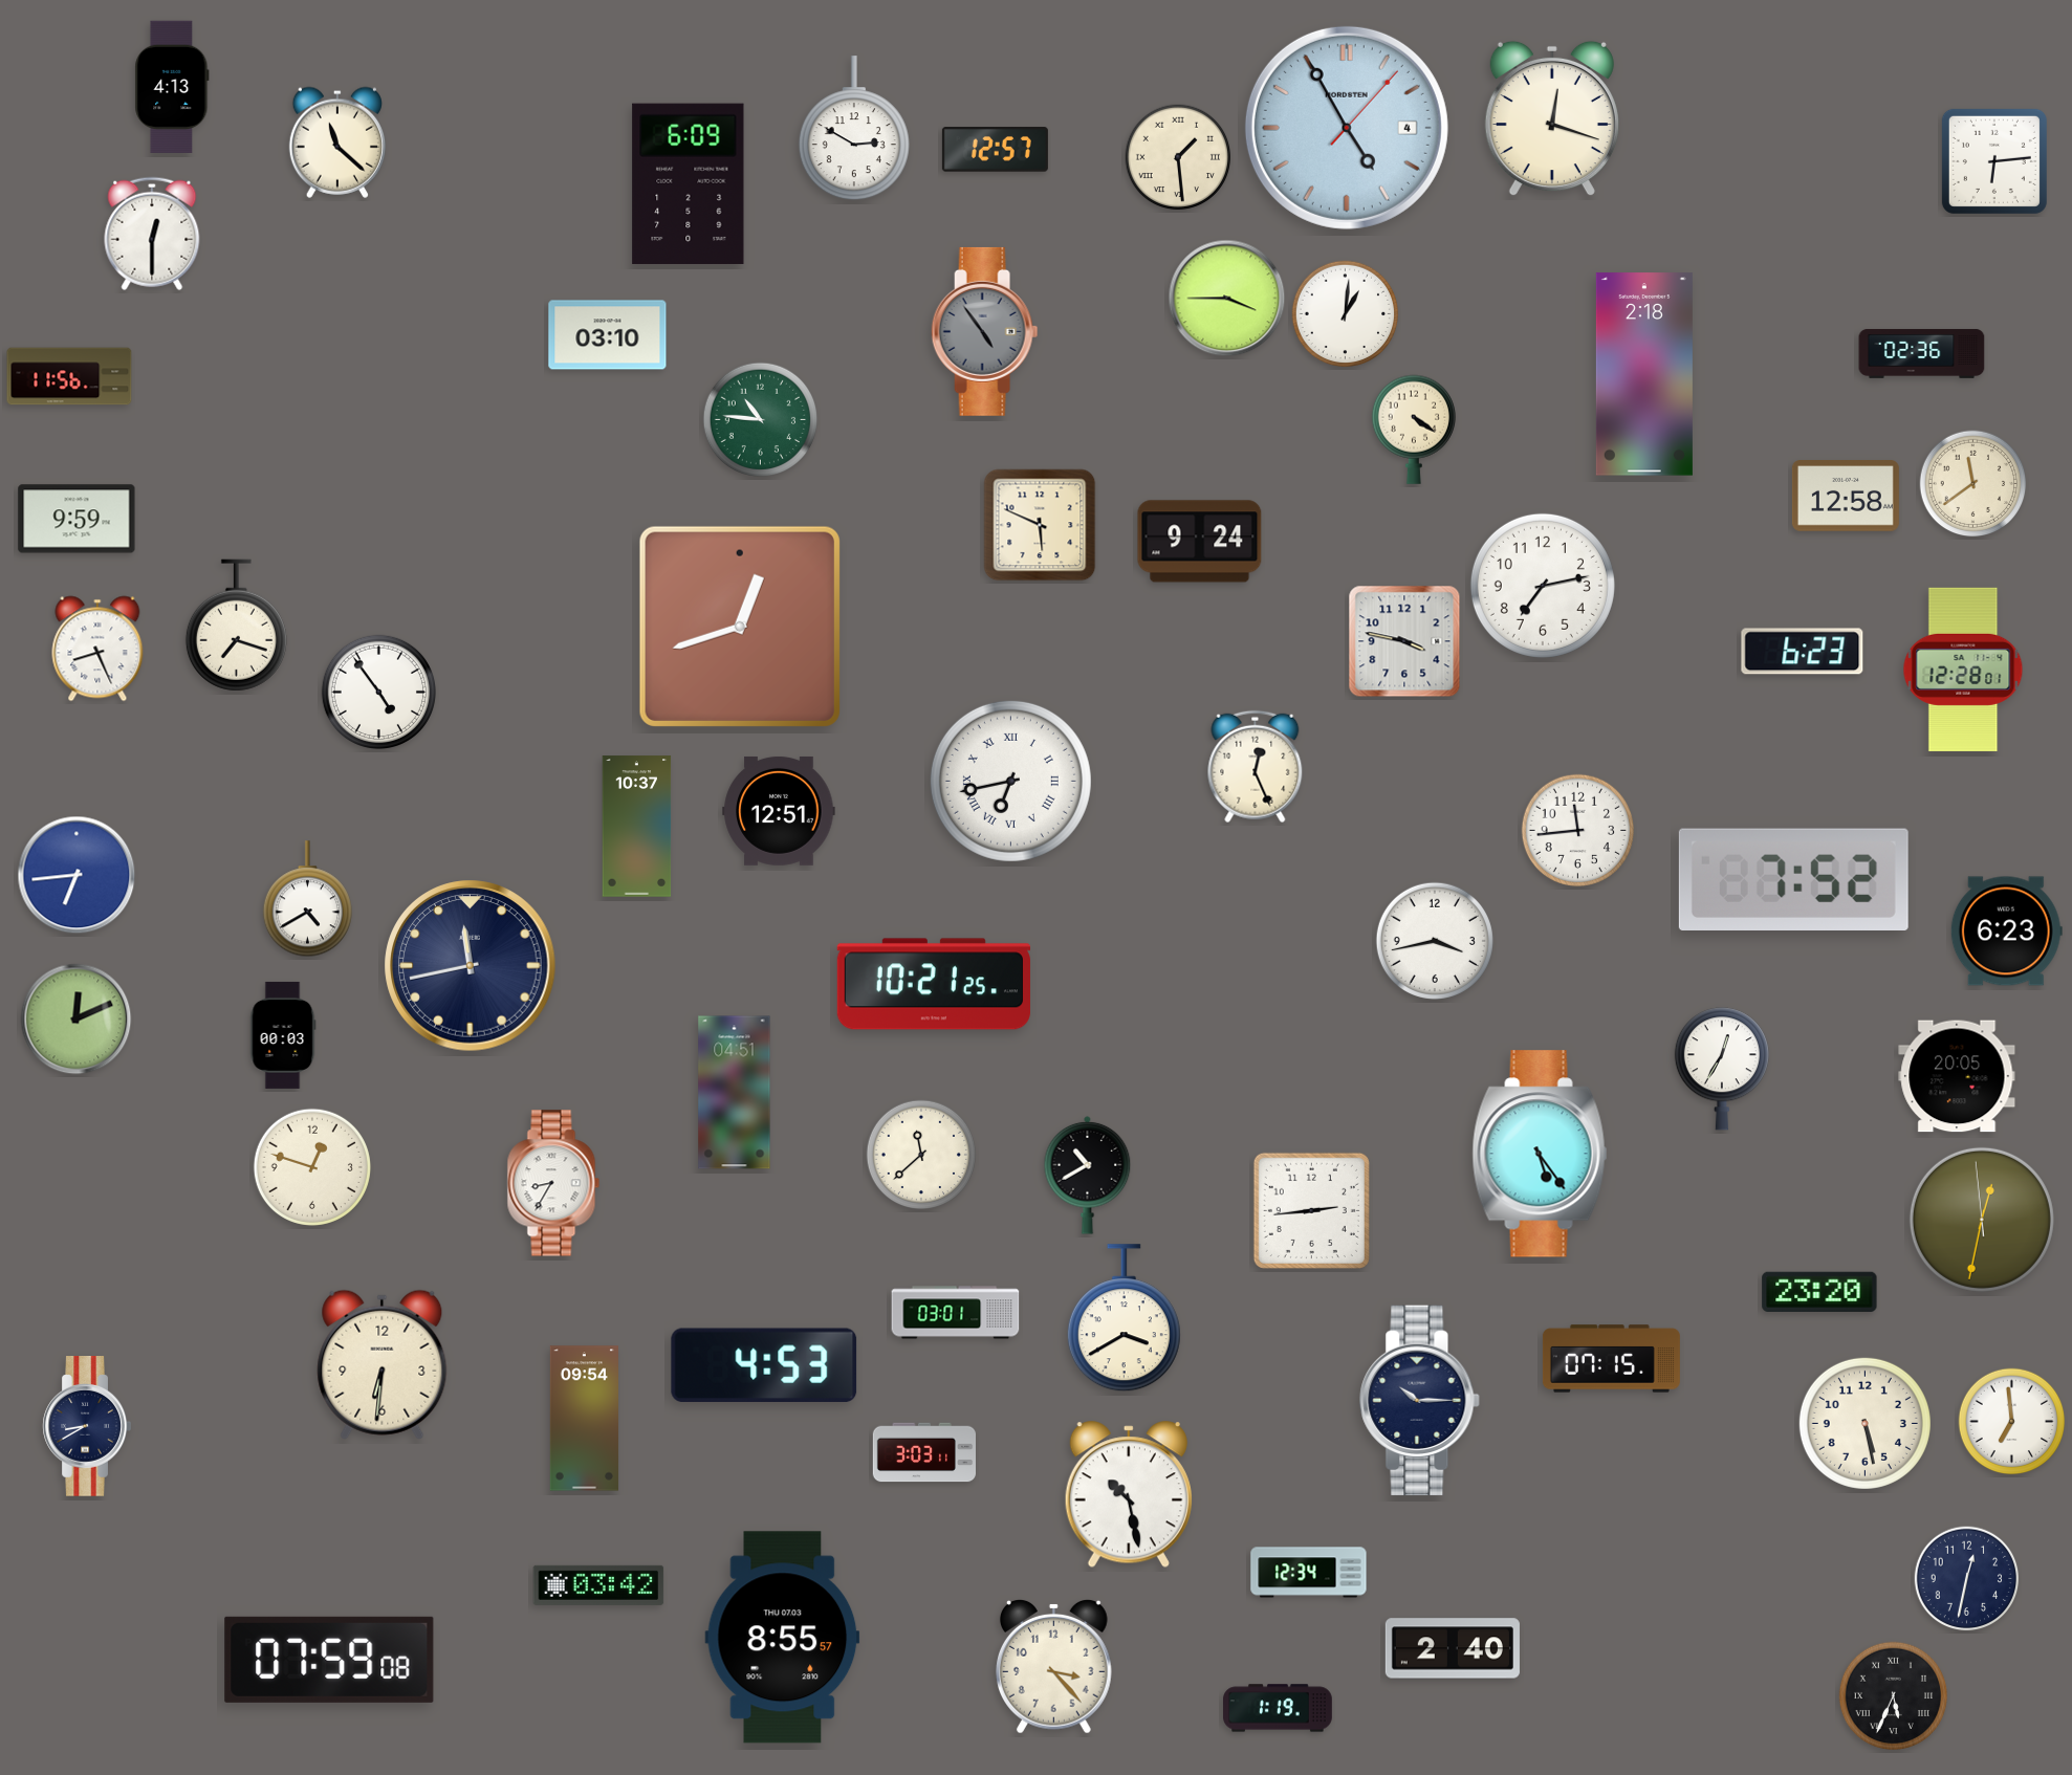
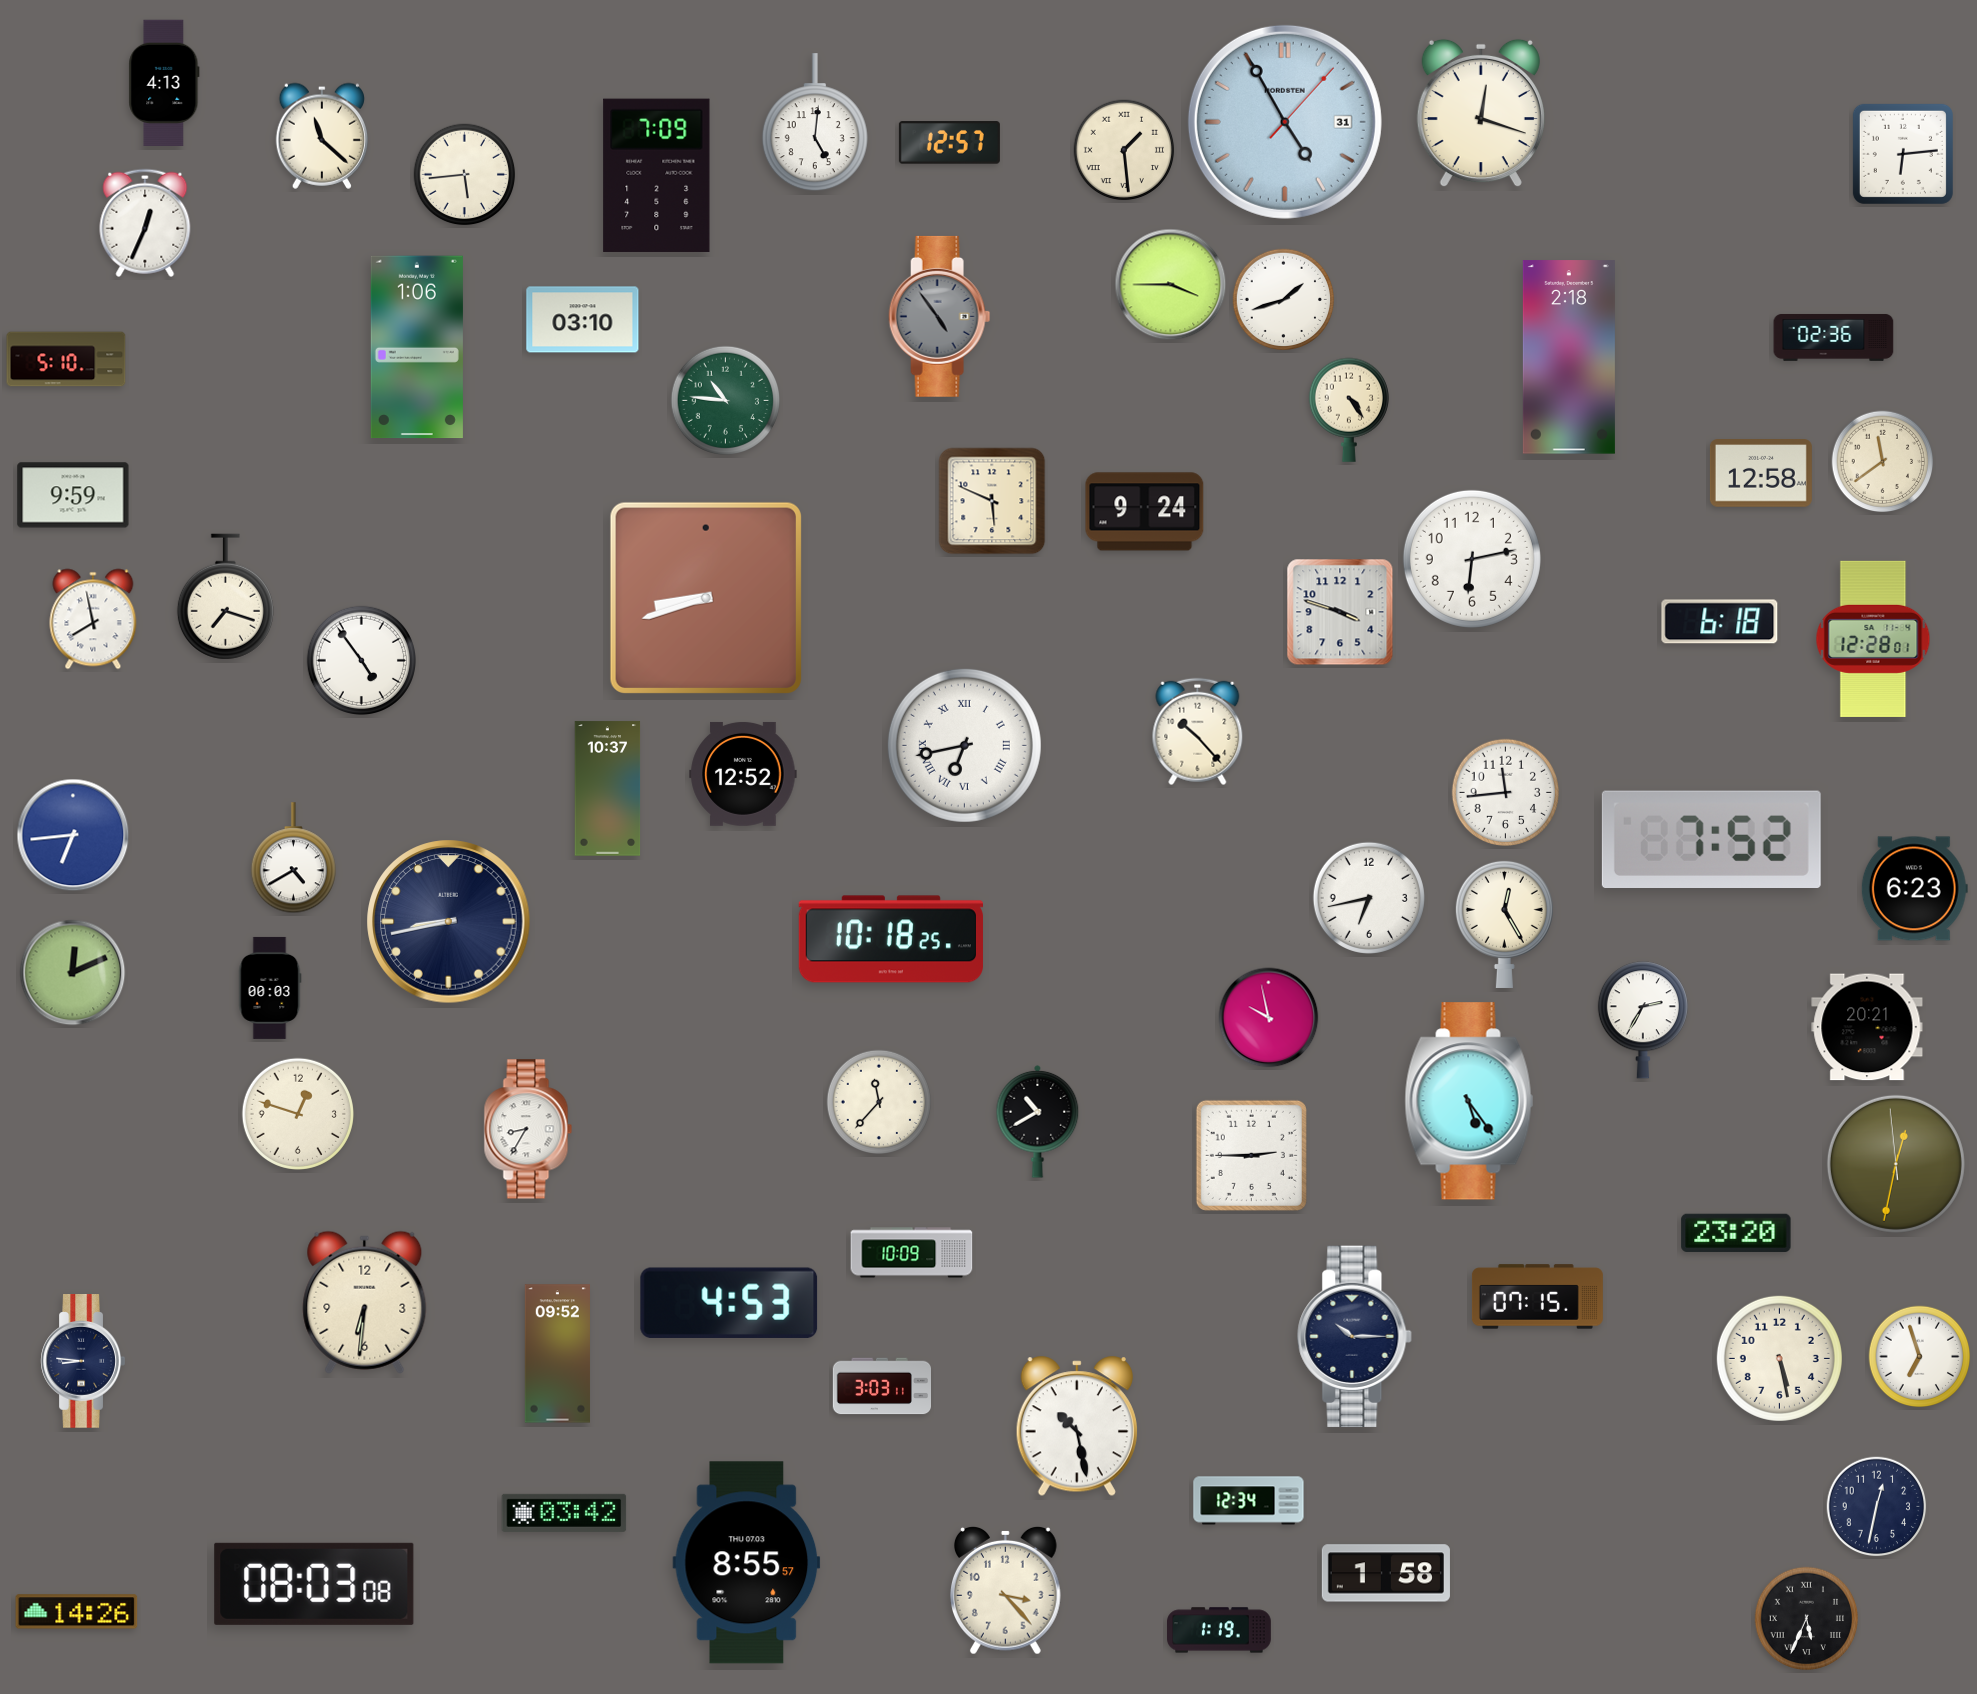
clock at (1347, 128) date: 4 -> 31
clock at (854, 129): 2:50 -> 5:01
clock at (465, 175): none -> 5:44
clock at (689, 183): 6:09 -> 7:09
clock at (152, 234): 12:30 -> 12:34
clock at (1346, 314): 1:01 -> 1:42
clock at (608, 335) position: (608, 335) -> (583, 320)
clock at (417, 347): none -> 1:06
clock at (69, 376): 11:56 -> 5:10
clock at (1413, 430): 4:21 -> 4:24
clock at (1200, 542) position: (1200, 542) -> (1145, 512)
clock at (1543, 586): 7:13 -> 6:13
clock at (740, 627): 12:42 -> 8:42
clock at (1404, 641): 3:47 -> 3:48
clock at (97, 649): 8:26 -> 7:58
clock at (1803, 652): 6:23 -> 6:18
clock at (1256, 767): 12:26 -> 10:23
clock at (779, 811): 12:51 -> 12:52
clock at (1435, 941): 3:43 -> 6:43
clock at (471, 966): 11:43 -> 8:43
clock at (1504, 924): none -> 12:25
clock at (934, 984): 10:21 -> 10:18
clock at (1269, 1018): none -> 9:58
clock at (1722, 1069): 12:35 -> 2:35
clock at (1957, 1076): 20:05 -> 20:21
clock at (735, 1093): 04:51 -> none
clock at (921, 1155): 11:38 -> 11:37
clock at (1311, 1210): 2:44 -> 2:45
clock at (1982, 1220) position: (1982, 1220) -> (1896, 1164)
clock at (956, 1313): 03:01 -> 10:09
clock at (1124, 1318): 3:40 -> none
clock at (584, 1419): 09:54 -> 09:52
clock at (2012, 1422): 6:59 -> 6:57
clock at (87, 1427): 8:40 -> 8:46
clock at (598, 1585) position: (598, 1585) -> (564, 1513)
clock at (1453, 1648): 2:40 -> 1:58
clock at (329, 1660): 07:59 -> 08:03
clock at (77, 1612): none -> 14:26
